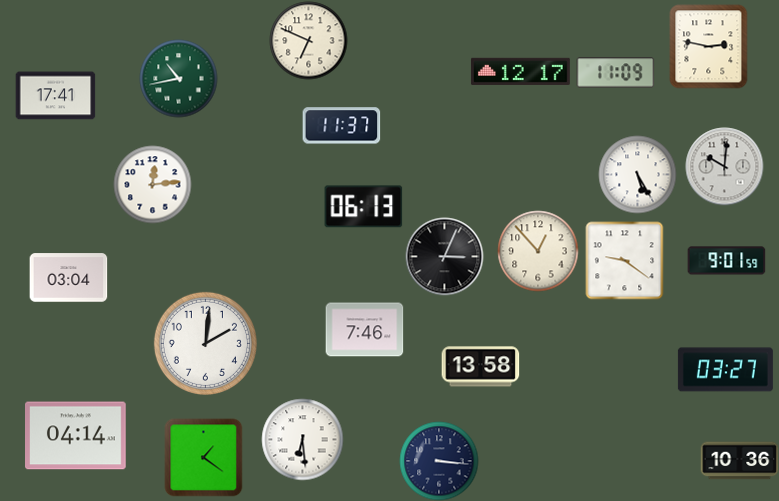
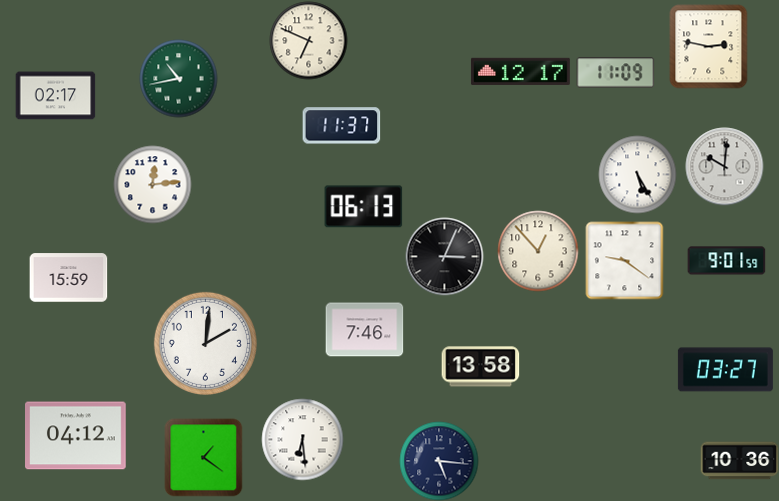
clock at (55, 96): 17:41 -> 02:17
clock at (68, 278): 03:04 -> 15:59
clock at (76, 436): 04:14 -> 04:12
clock at (439, 461): 3:16 -> 5:16
